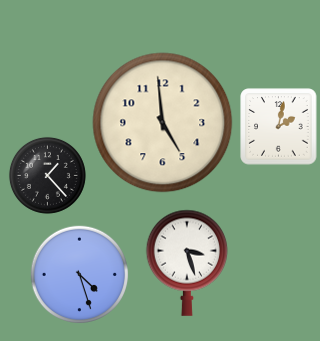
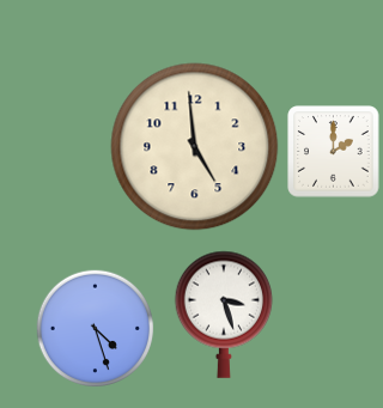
clock at (279, 127): 2:02 -> 2:00
clock at (47, 175): 1:23 -> none
